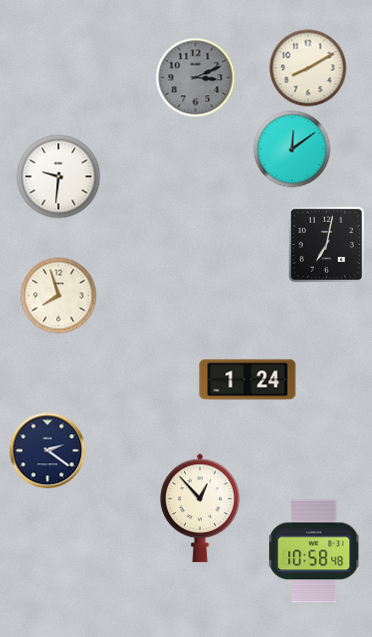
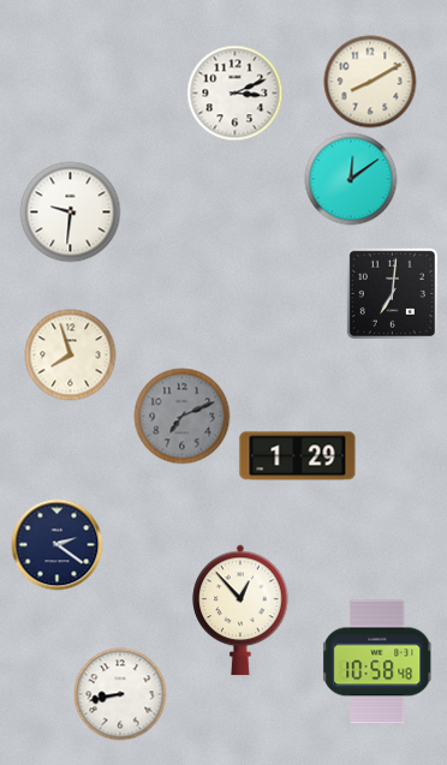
clock at (196, 78) dial: grey -> white
clock at (326, 244): 7:02 -> 7:01
clock at (183, 417): none -> 7:11
clock at (248, 380): 1:24 -> 1:29
clock at (48, 451) position: (48, 451) -> (58, 545)
clock at (120, 694): none -> 8:43
